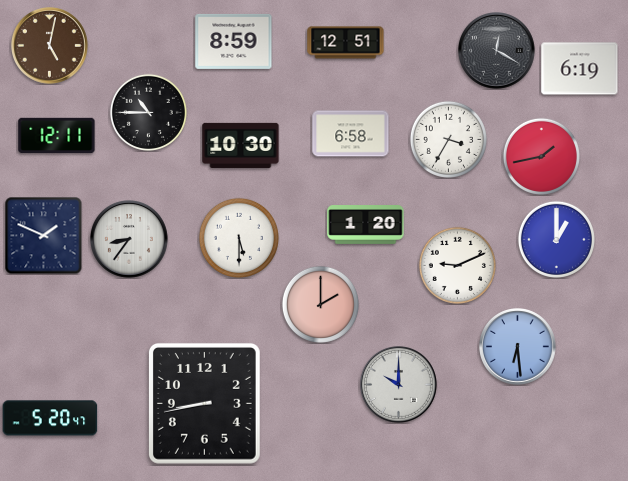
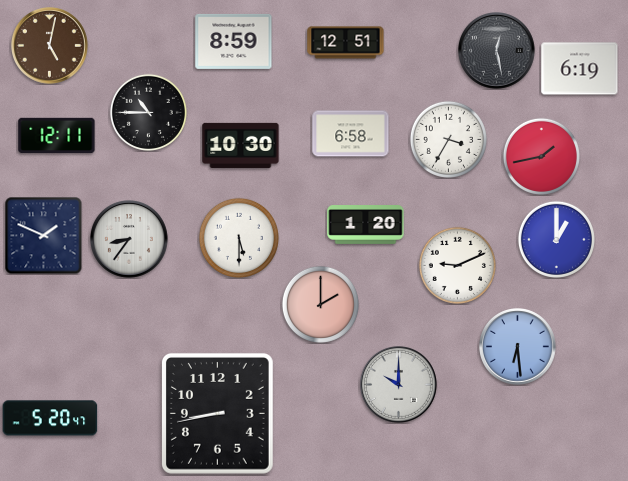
clock at (497, 51): 12:20 -> 12:28
clock at (204, 403) position: (204, 403) -> (217, 413)
